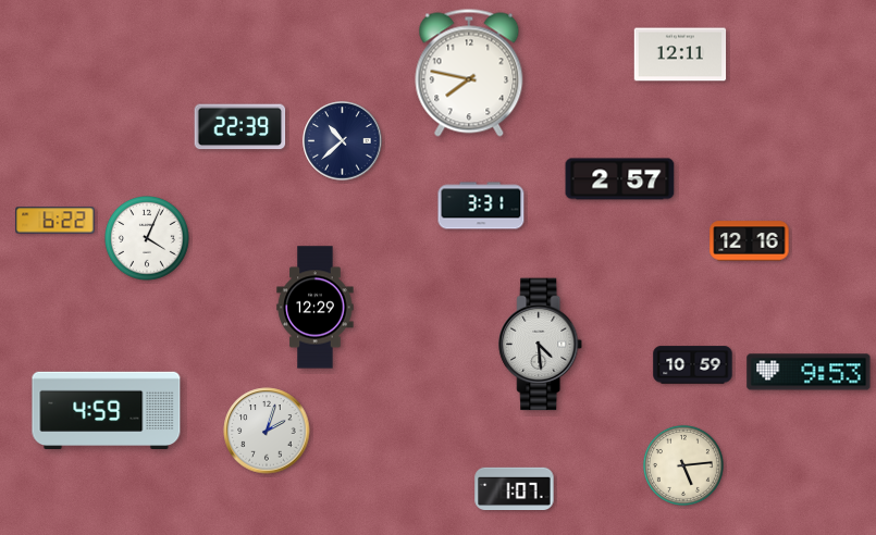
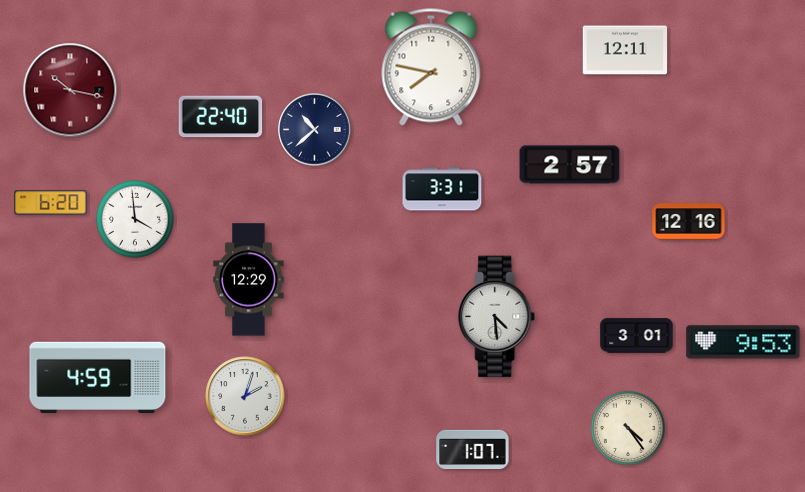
clock at (70, 90): none -> 10:17
clock at (240, 127): 22:39 -> 22:40
clock at (55, 221): 6:22 -> 6:20
clock at (148, 239): 4:04 -> 3:59
clock at (316, 308) position: (316, 308) -> (249, 280)
clock at (693, 365): 10:59 -> 3:01
clock at (683, 465): 5:14 -> 4:24
